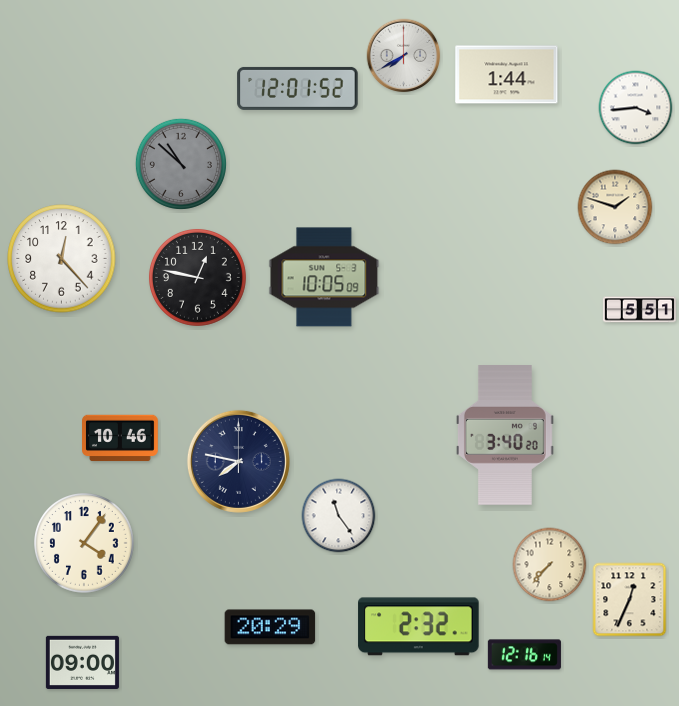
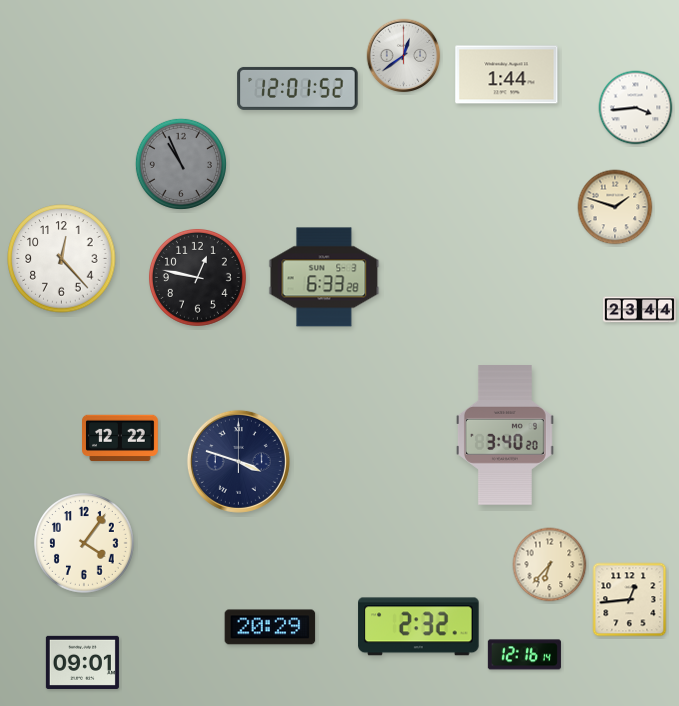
clock at (404, 56): 7:40 -> 12:39
clock at (181, 164): 10:52 -> 10:56
clock at (324, 277): 10:05 -> 6:33
clock at (639, 310): 5:51 -> 23:44
clock at (121, 438): 10:46 -> 12:22
clock at (238, 461): 7:47 -> 3:48
clock at (339, 516): 11:24 -> none
clock at (550, 565): 7:37 -> 6:37
clock at (630, 600): 12:34 -> 12:44
clock at (82, 662): 09:00 -> 09:01
